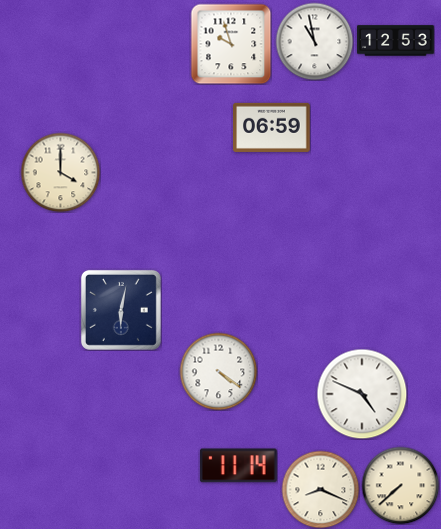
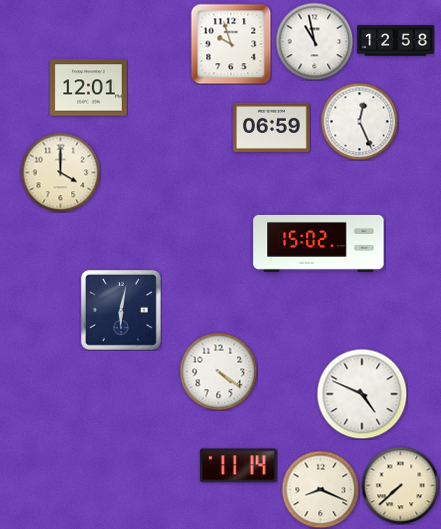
clock at (396, 41): 12:53 -> 12:58
clock at (89, 88): none -> 12:01
clock at (359, 121): none -> 12:26
clock at (319, 243): none -> 15:02
